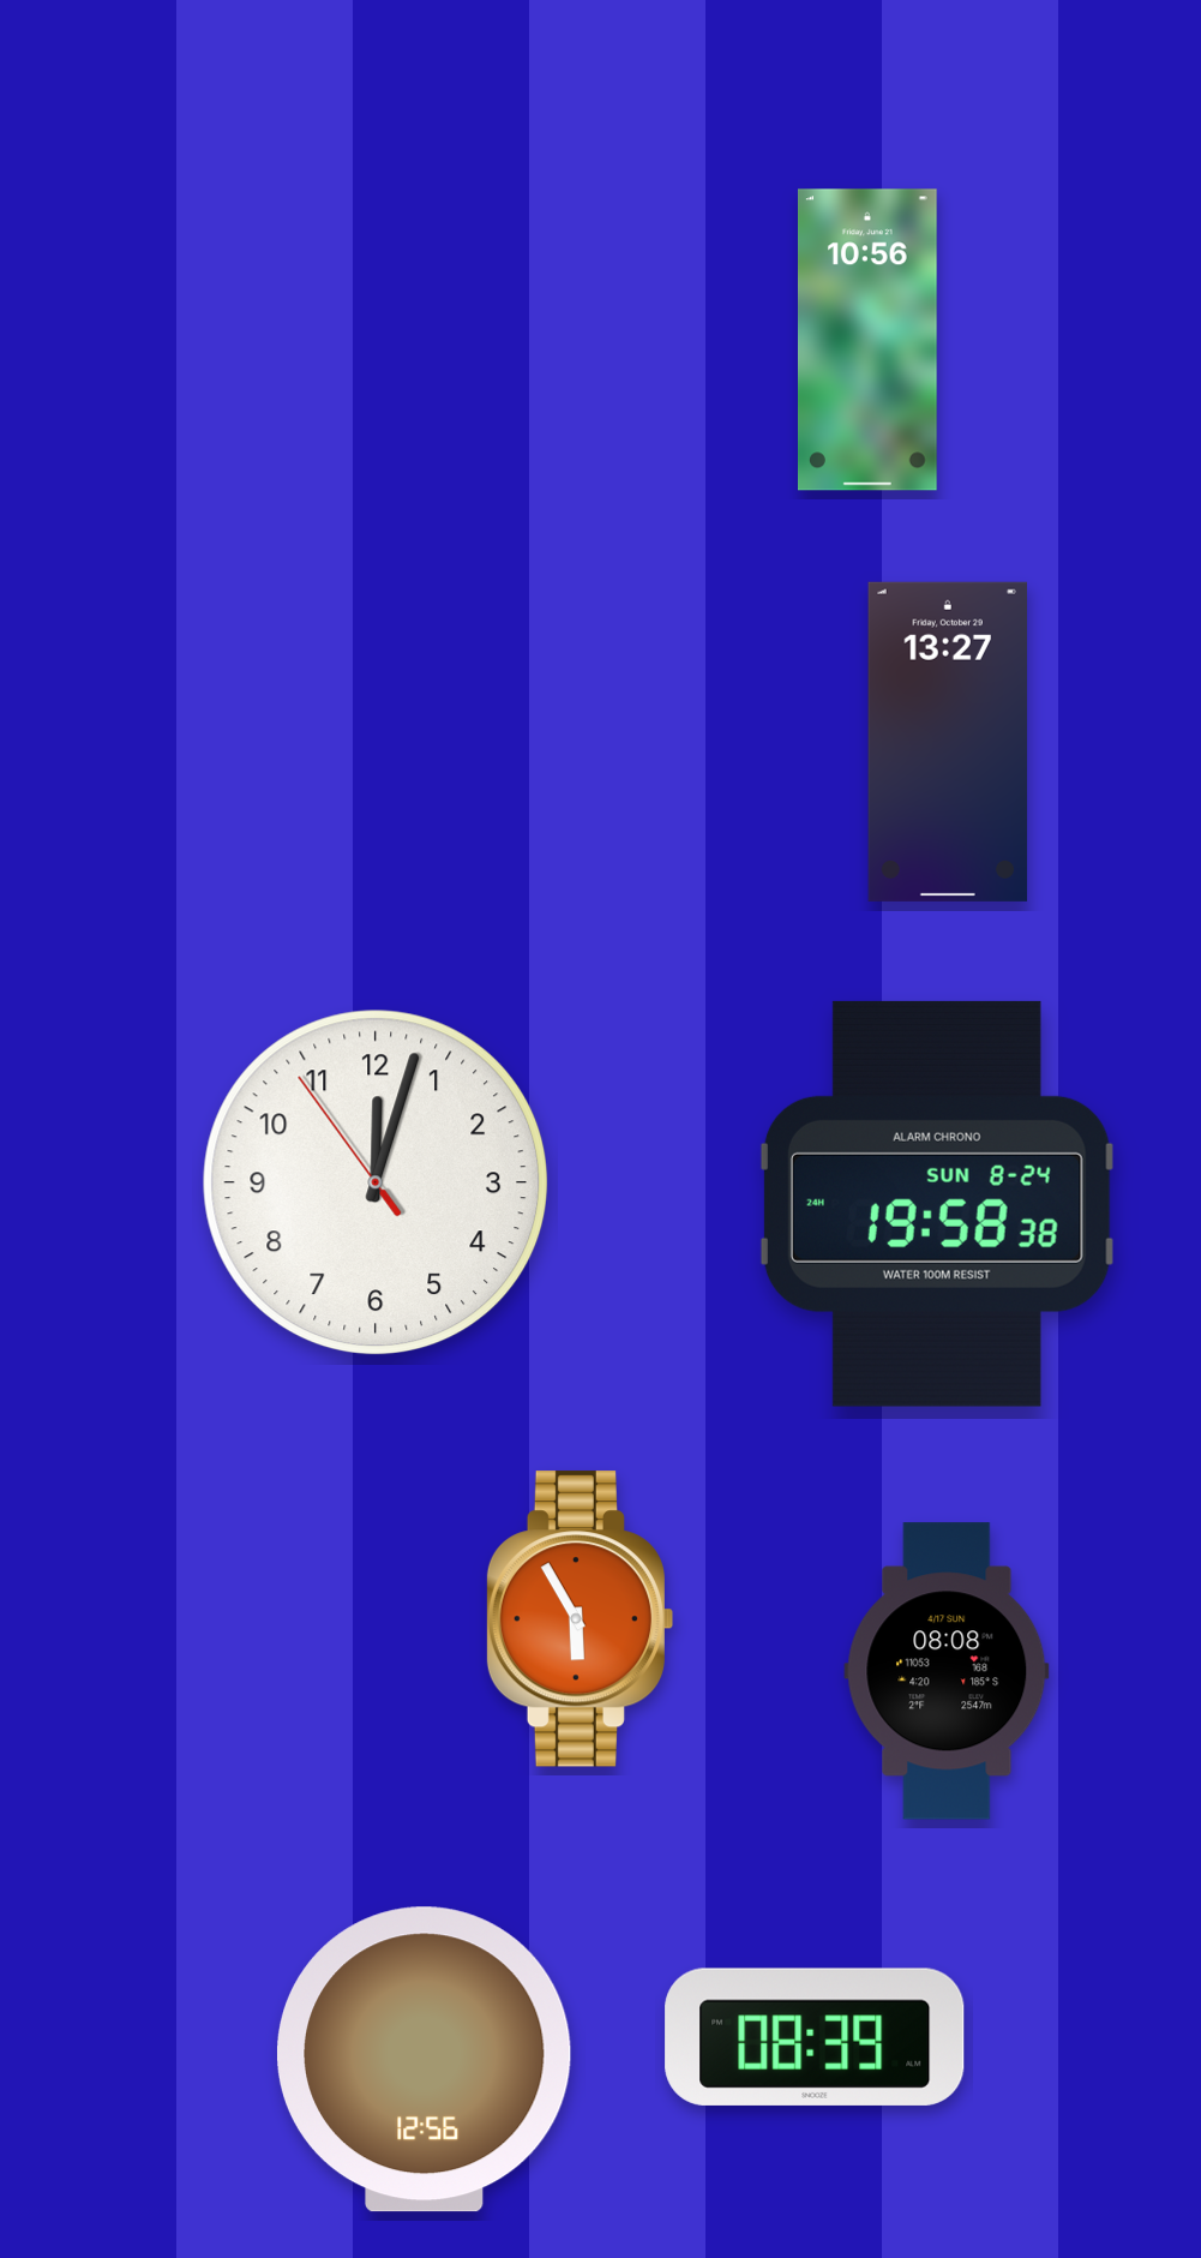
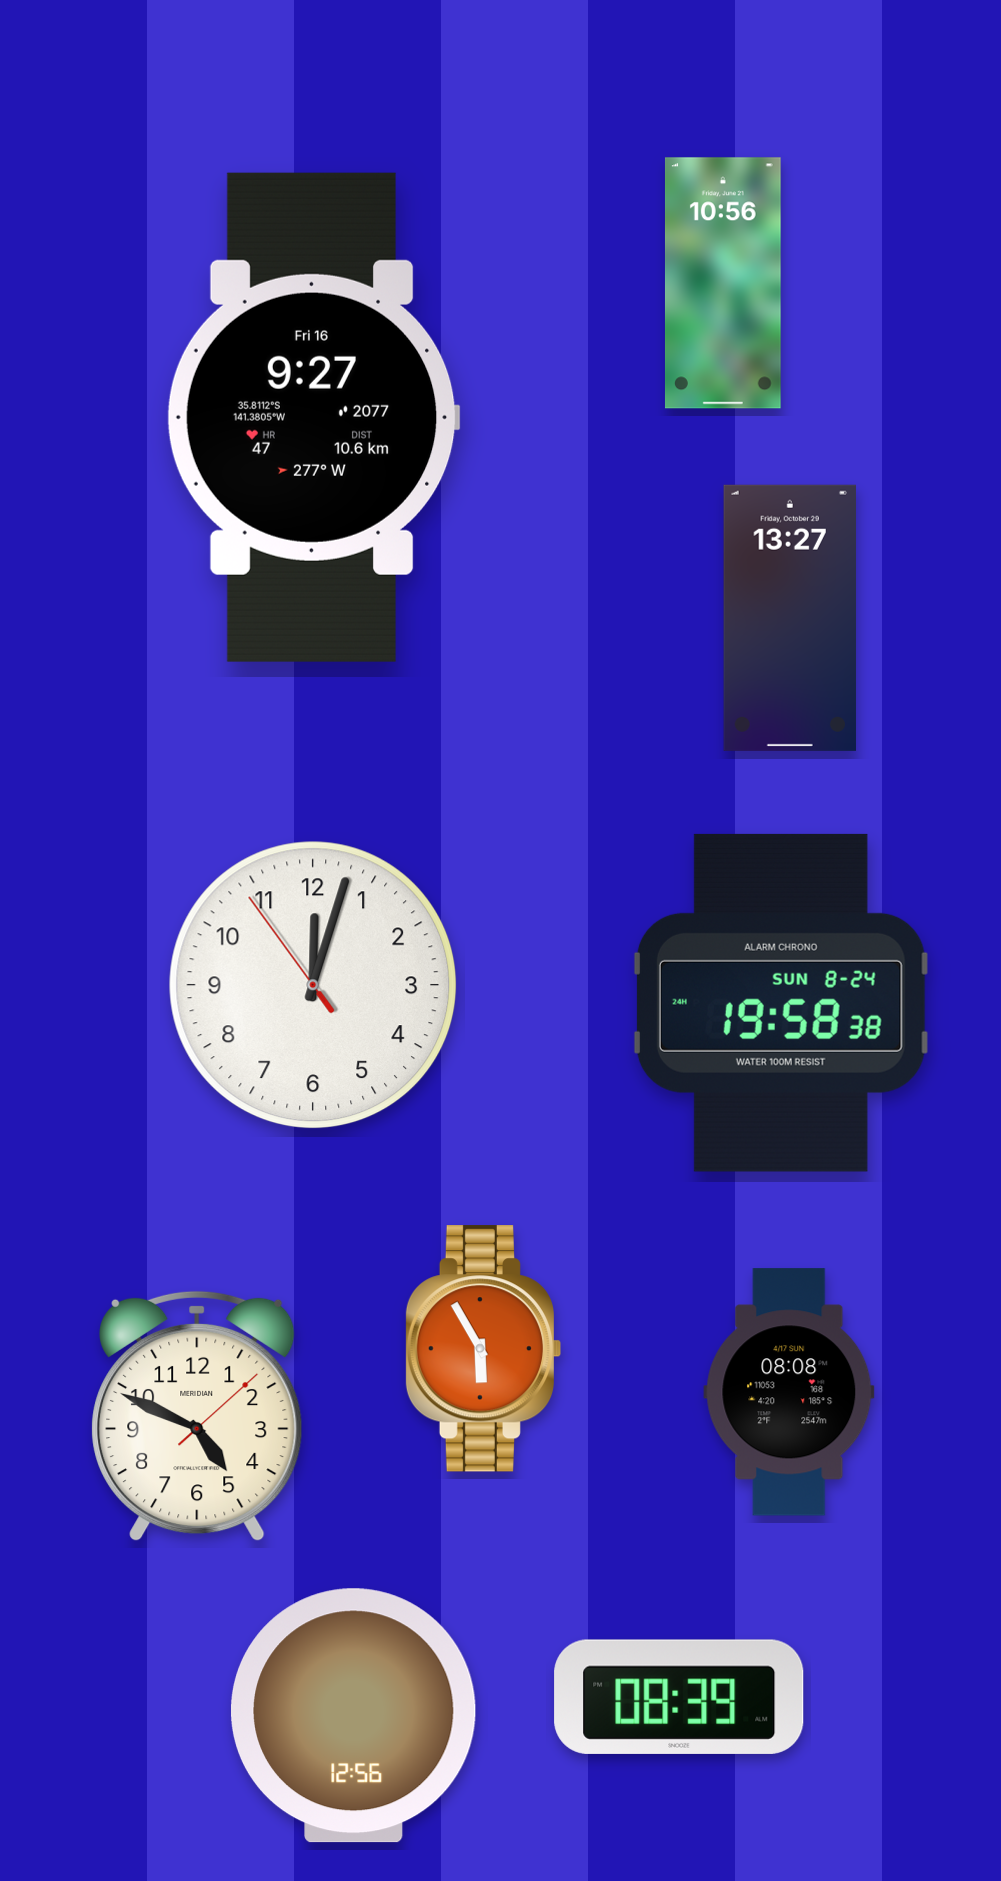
clock at (313, 417): none -> 9:27
clock at (197, 1416): none -> 4:49
